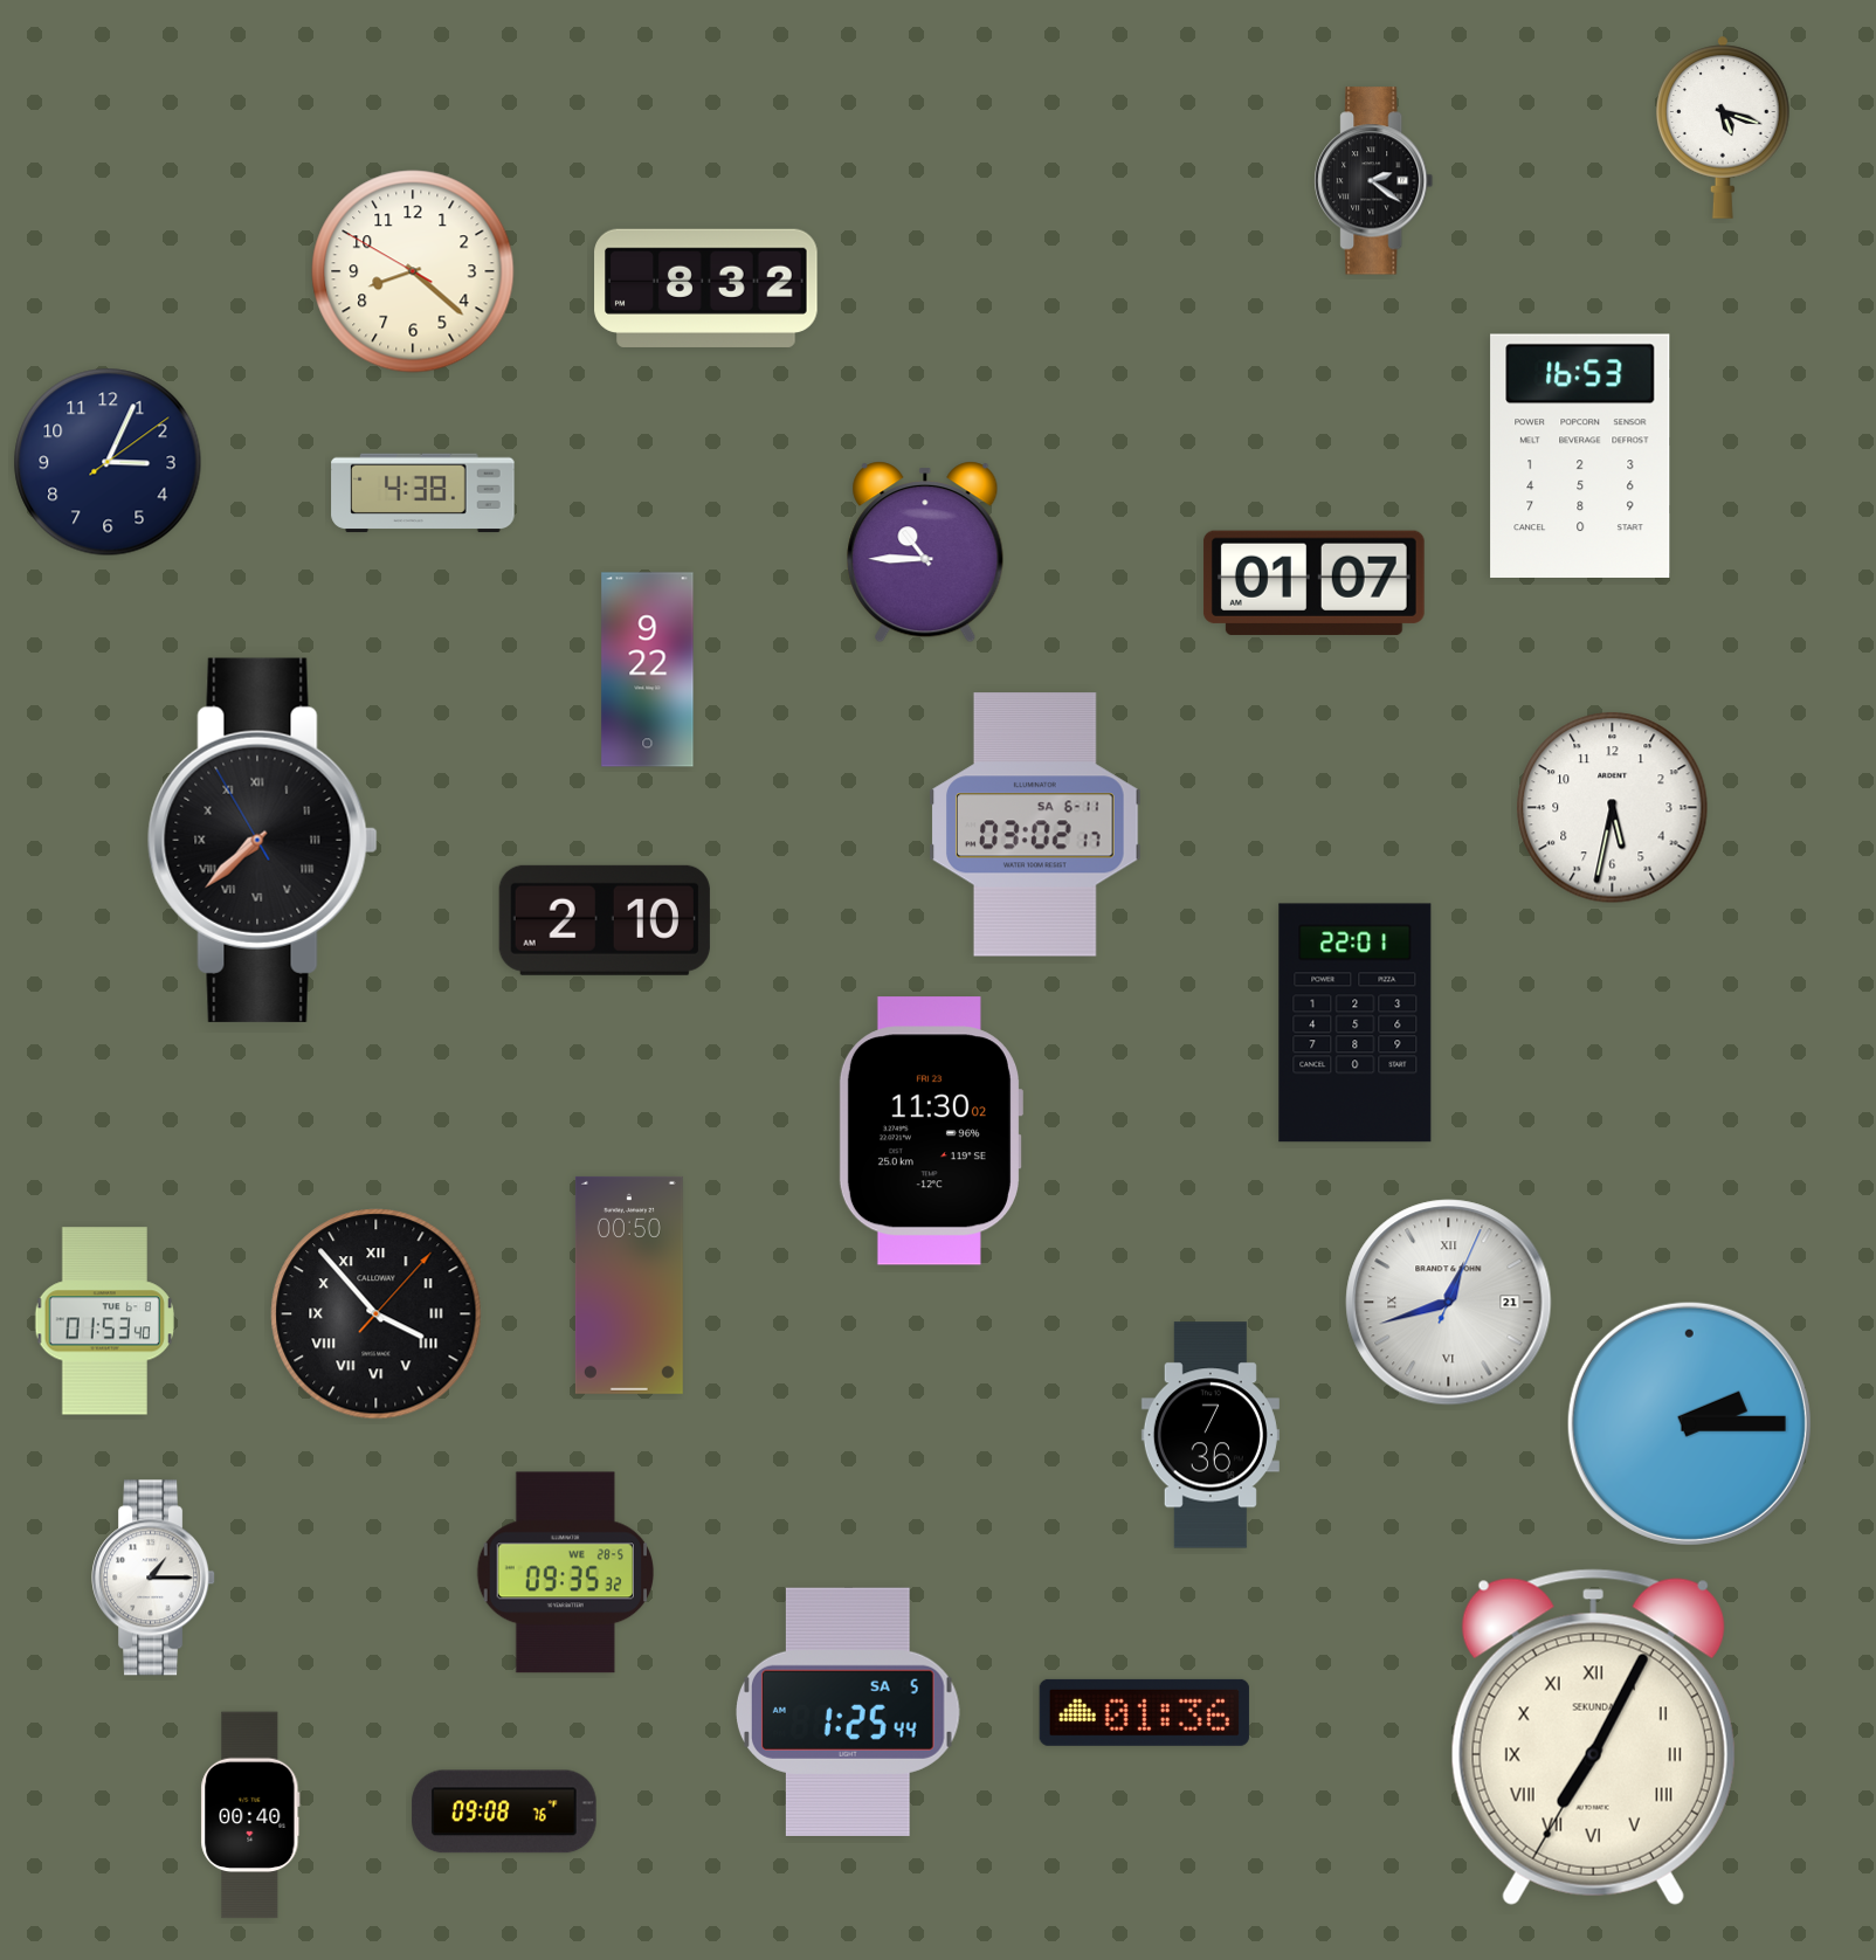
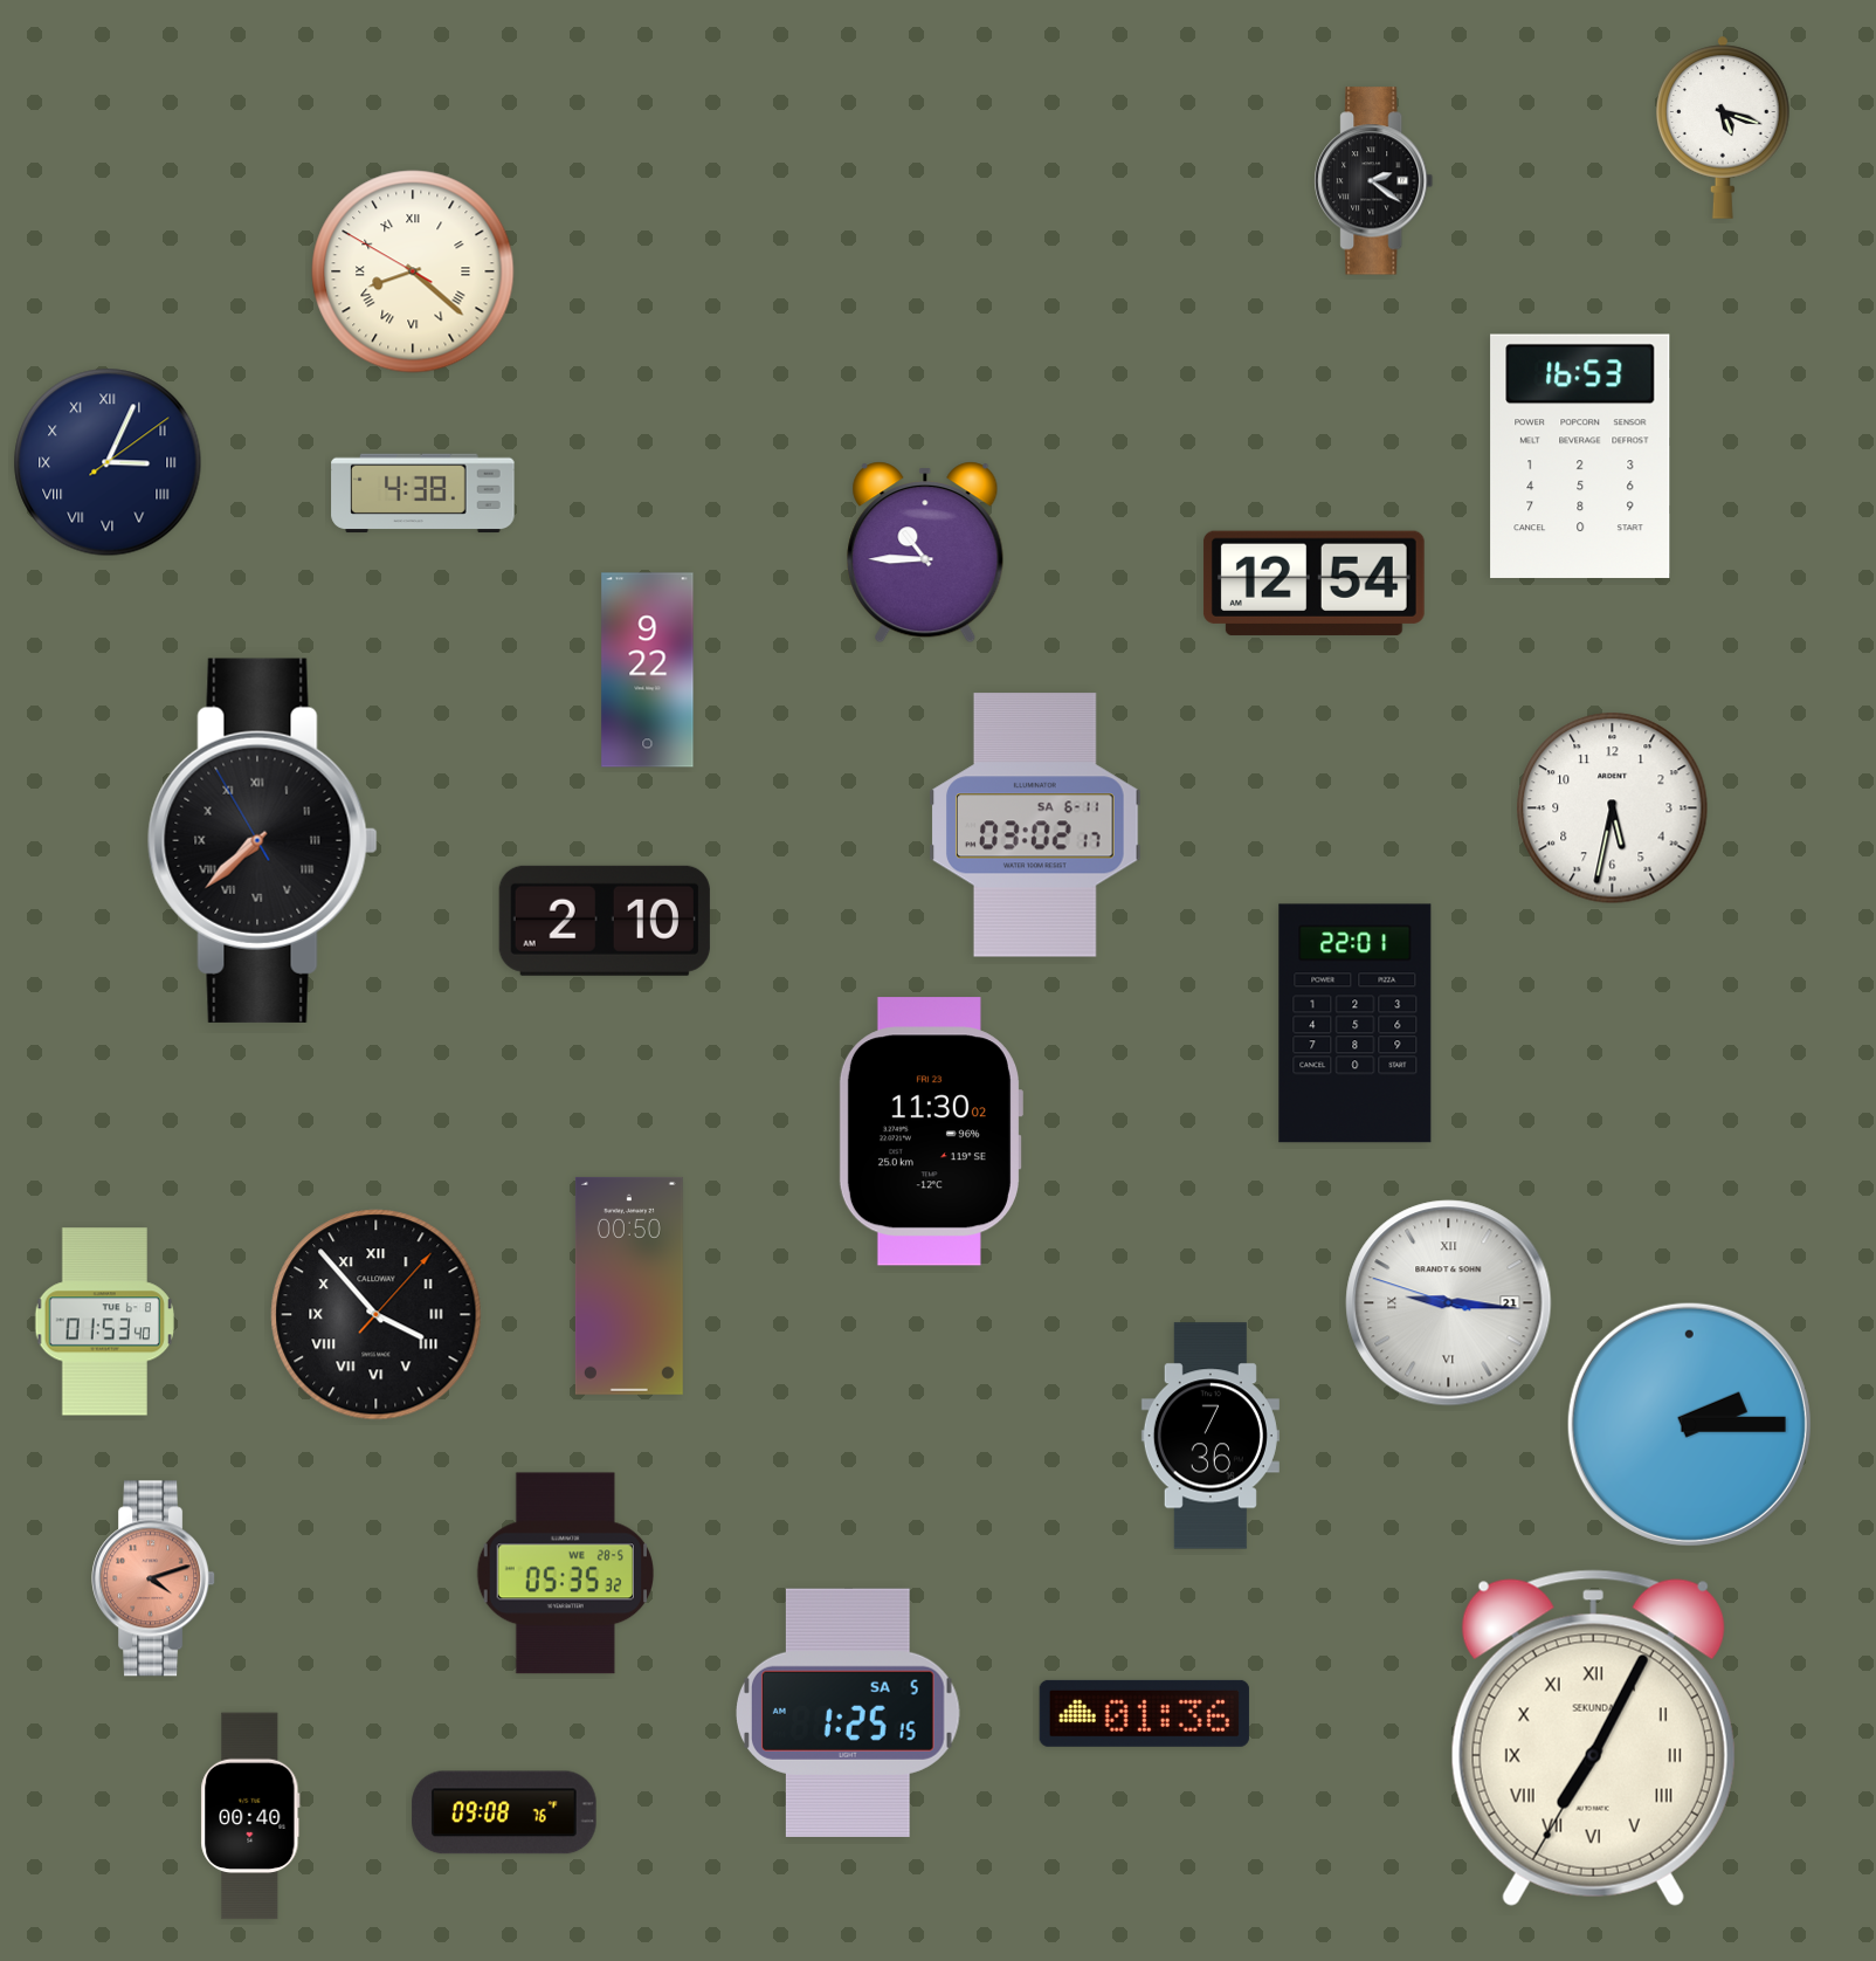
clock at (413, 271) numerals: Arabic -> Roman
clock at (706, 288): 8:32 -> none
clock at (108, 462) numerals: Arabic -> Roman
clock at (1313, 582): 01:07 -> 12:54
clock at (1449, 1303): 12:42 -> 9:15
clock at (565, 1573): 09:35 -> 05:35
clock at (154, 1578): 1:15 -> 4:12
clock at (154, 1578) dial: white -> salmon
clock at (849, 1712): 1:25:44 -> 1:25:15
